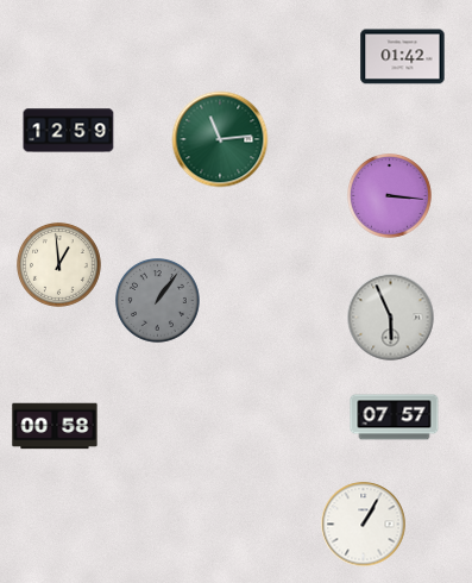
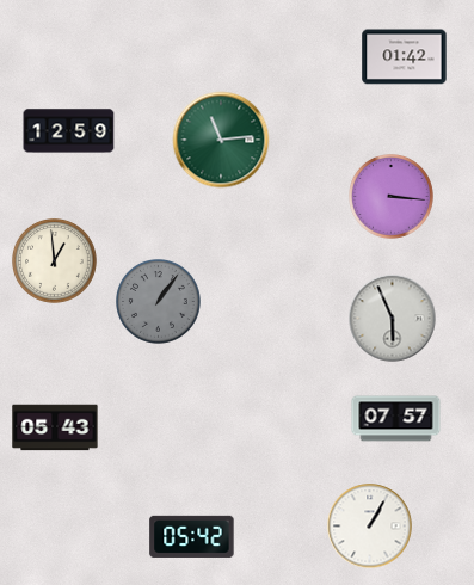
clock at (59, 265) position: (59, 265) -> (55, 261)
clock at (55, 426): 00:58 -> 05:43
clock at (364, 525) position: (364, 525) -> (370, 526)
clock at (192, 536): none -> 05:42
